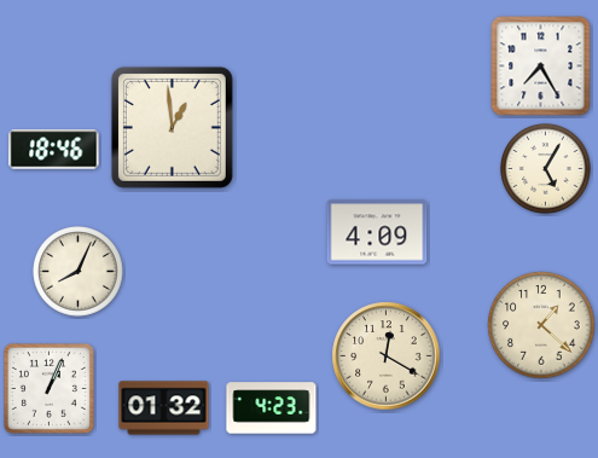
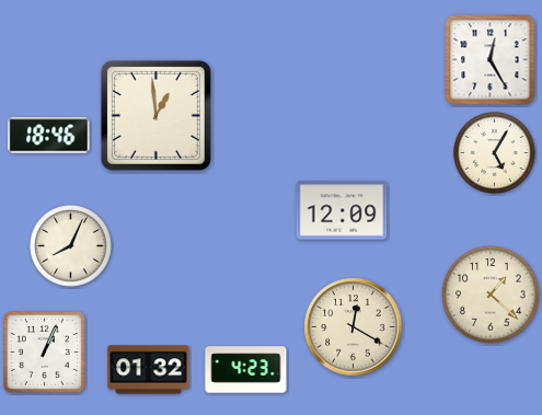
clock at (541, 66): 7:25 -> 12:25
clock at (377, 232): 4:09 -> 12:09
clock at (387, 356) position: (387, 356) -> (354, 327)
